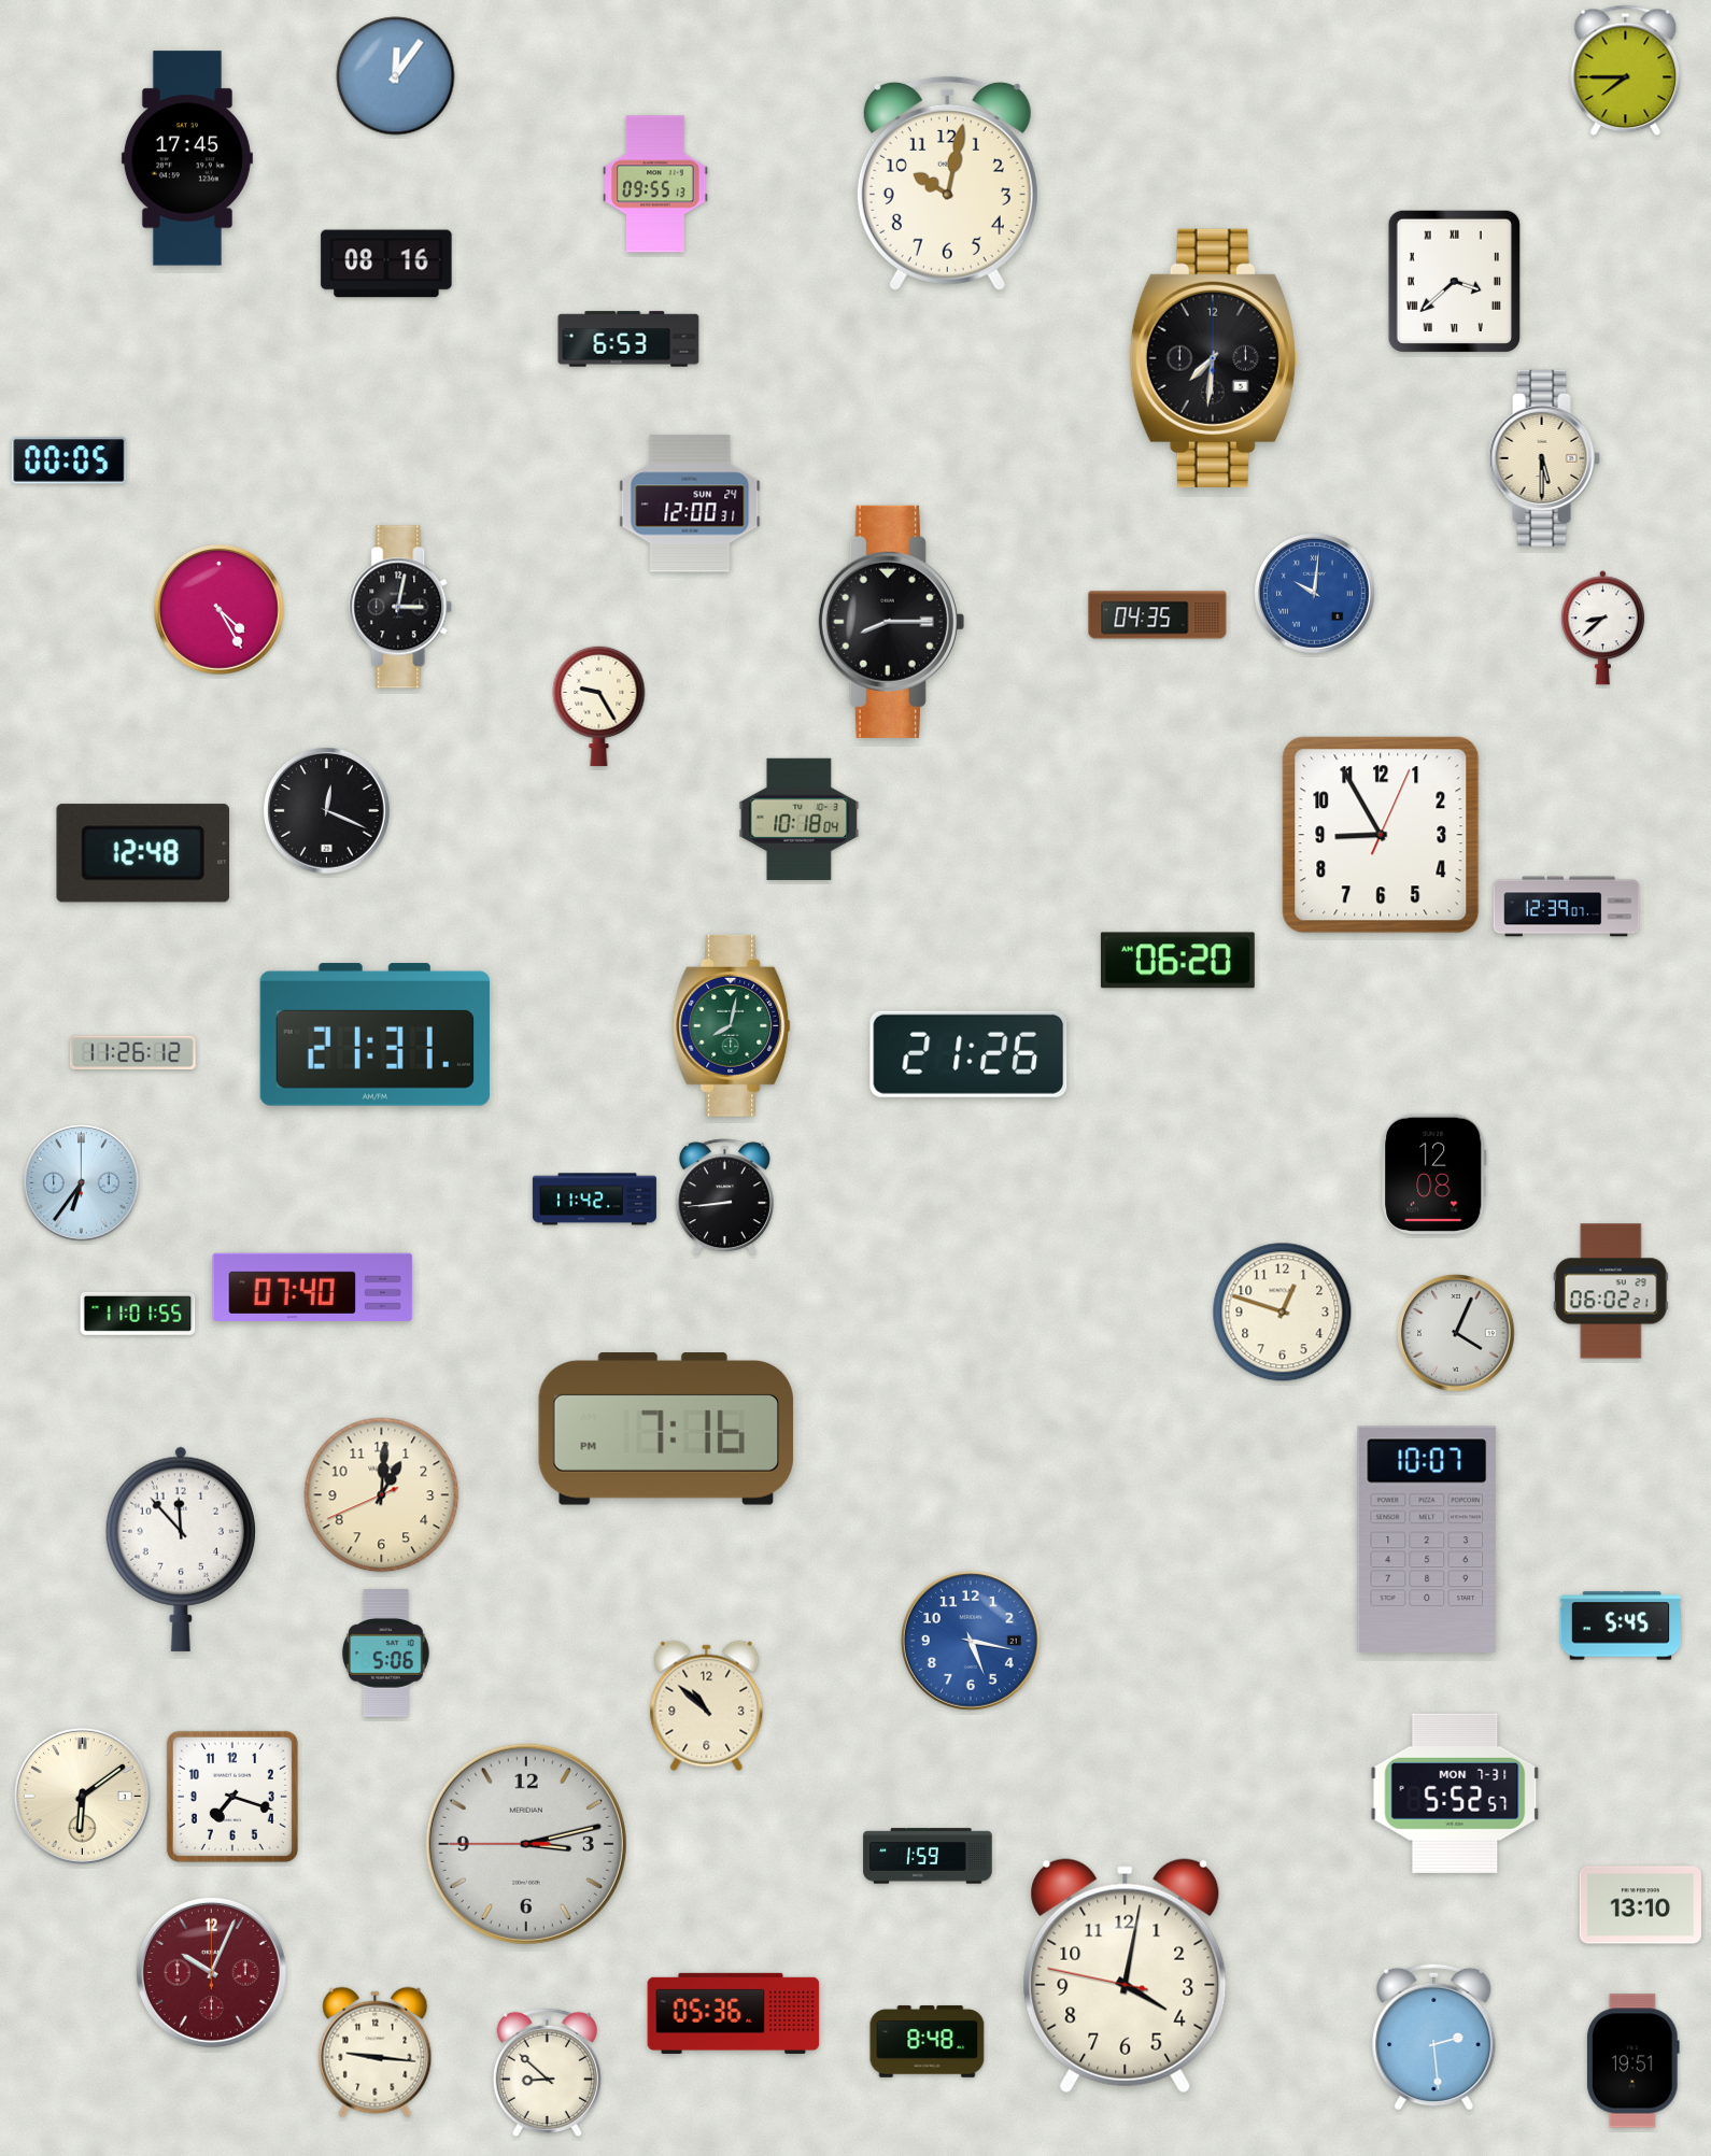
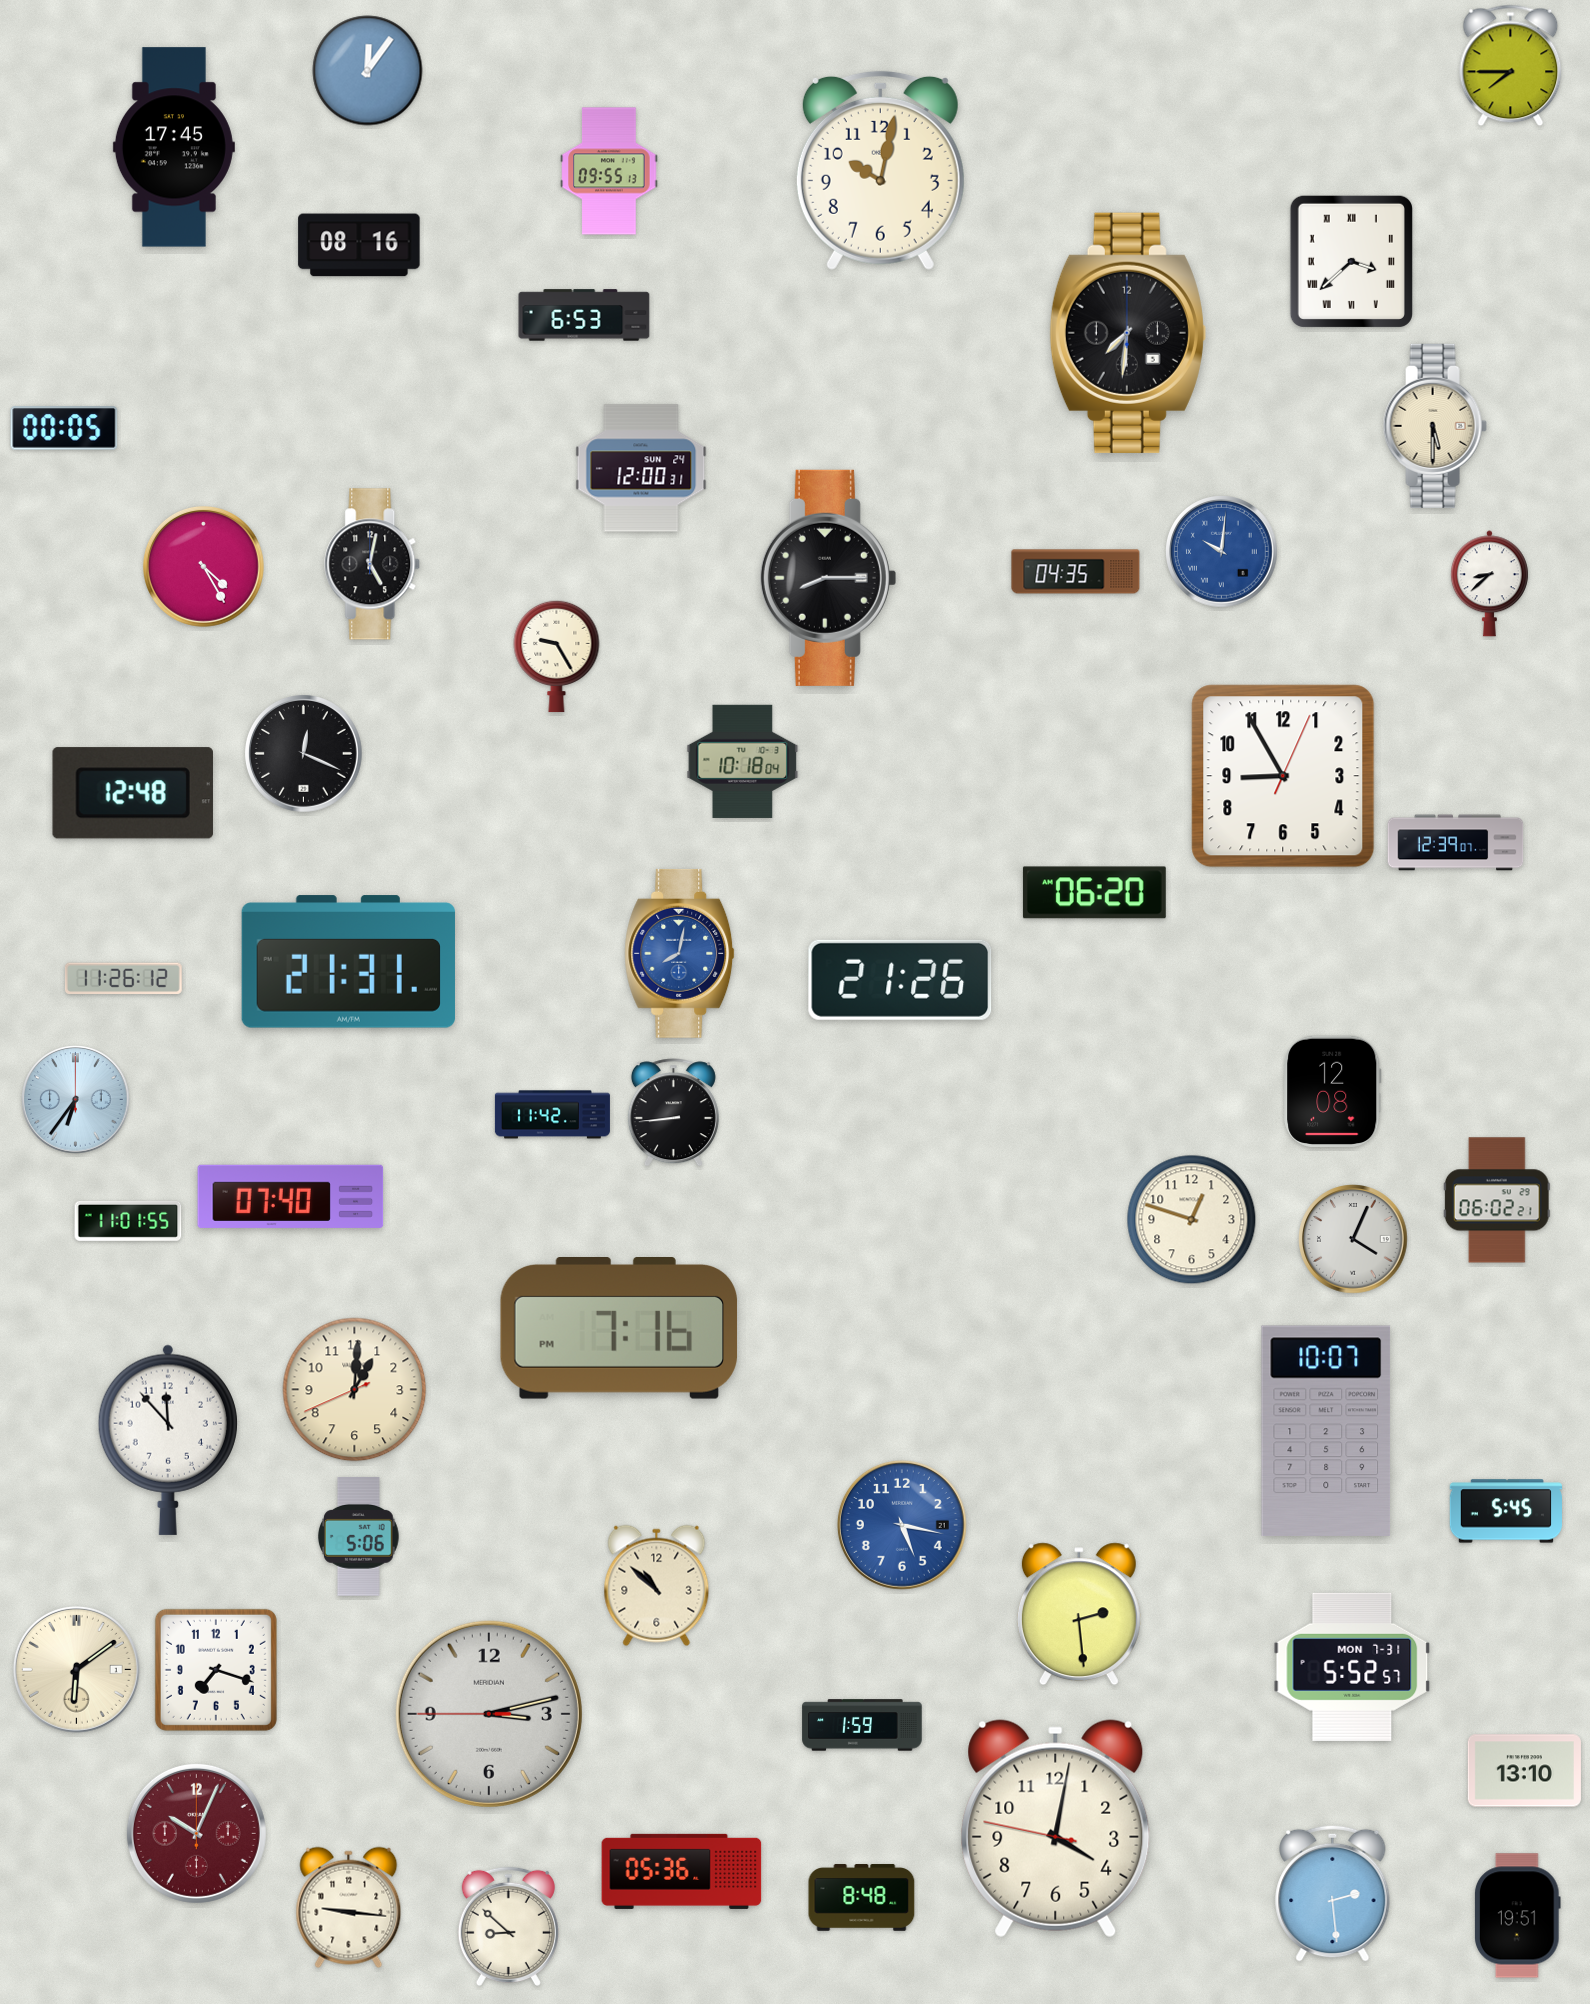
clock at (401, 607): 3:02 -> 5:02
clock at (732, 1025) dial: green -> blue
clock at (1079, 1614): none -> 2:29
clock at (1126, 1976) position: (1126, 1976) -> (1056, 1829)
